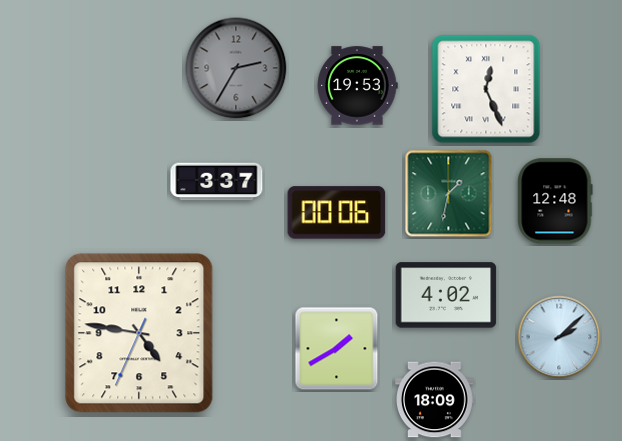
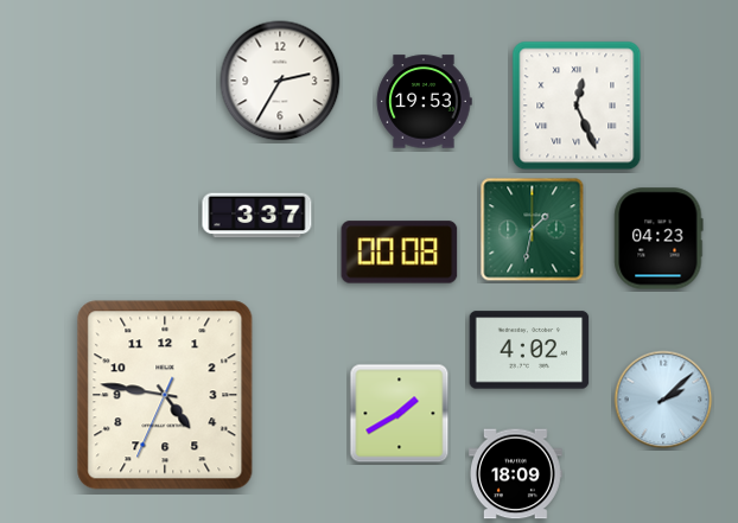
clock at (236, 68) dial: grey -> white
clock at (555, 201): 12:48 -> 04:23
clock at (337, 213): 00:06 -> 00:08
